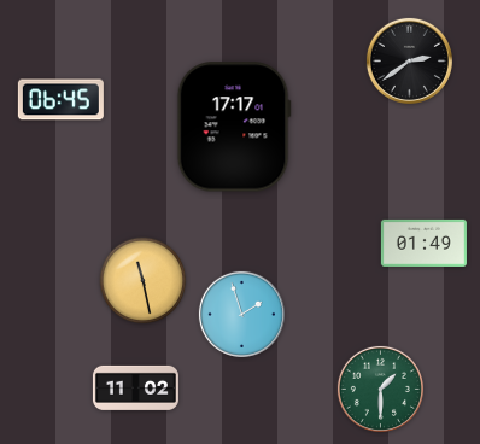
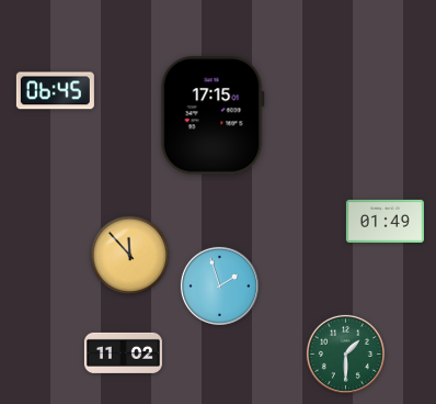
clock at (409, 60): 2:39 -> none
clock at (234, 127): 17:17 -> 17:15
clock at (144, 281): 11:28 -> 11:53
